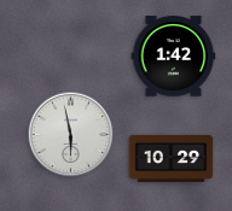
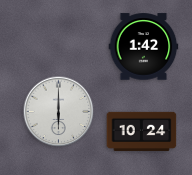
clock at (71, 135): 5:58 -> 6:00
clock at (172, 158): 10:29 -> 10:24
